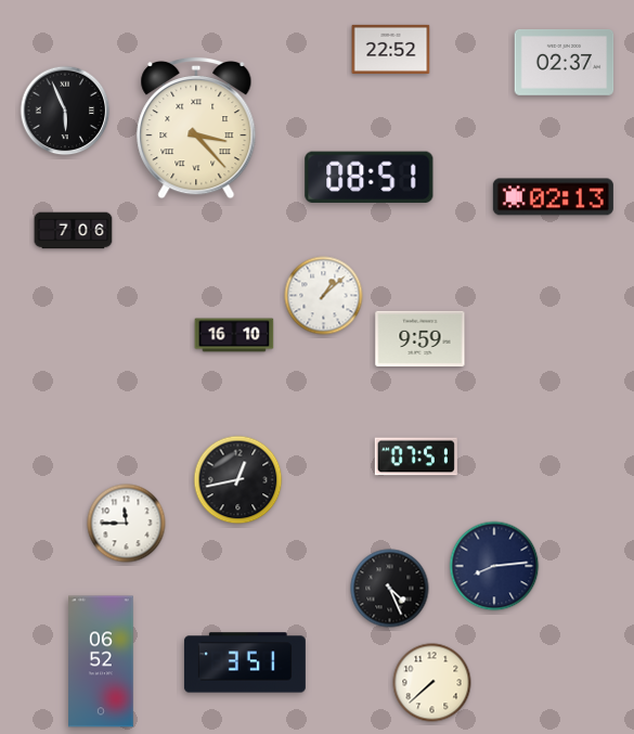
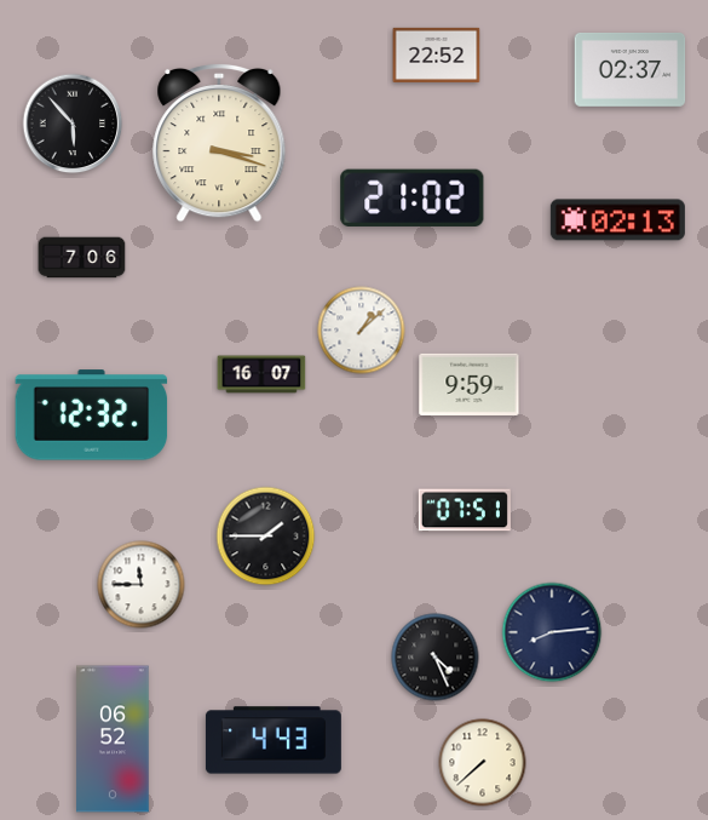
clock at (65, 111): 5:56 -> 5:53
clock at (196, 128): 3:23 -> 3:18
clock at (370, 177): 08:51 -> 21:02
clock at (234, 335): 16:10 -> 16:07
clock at (420, 338) position: (420, 338) -> (470, 384)
clock at (92, 415): none -> 12:32
clock at (238, 480): 12:43 -> 1:45
clock at (245, 662): 3:51 -> 4:43
